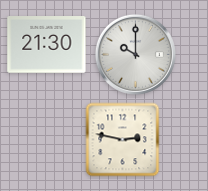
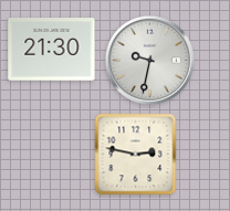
clock at (135, 54): 10:00 -> 9:32
